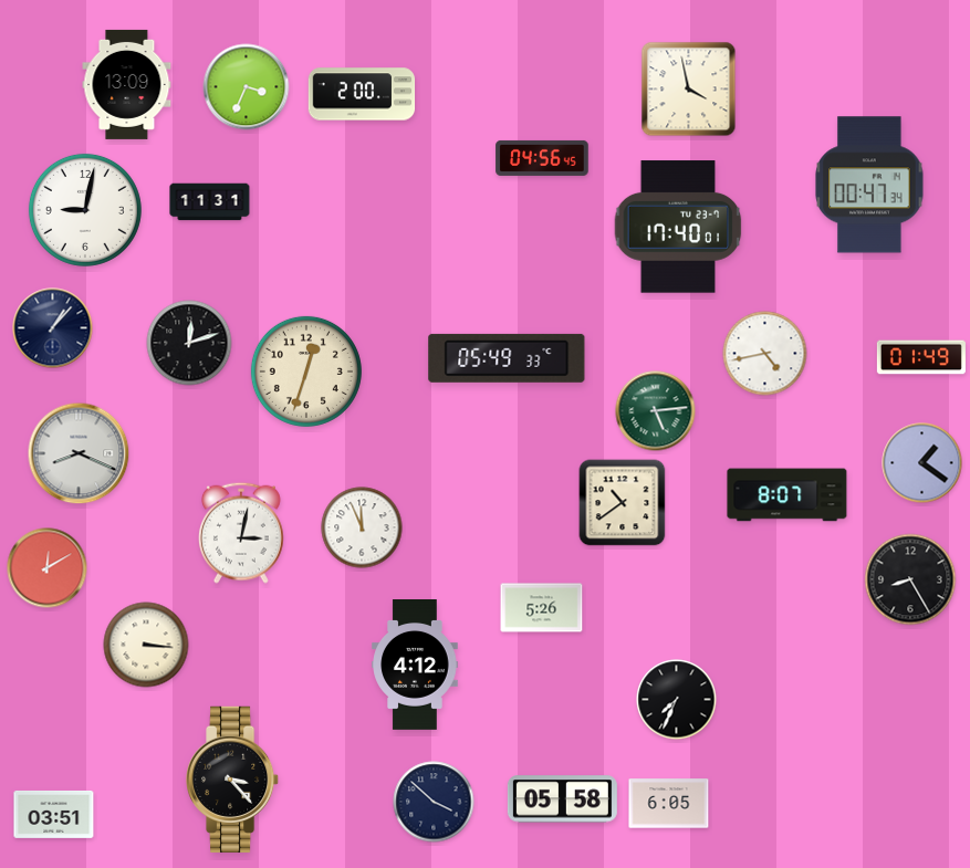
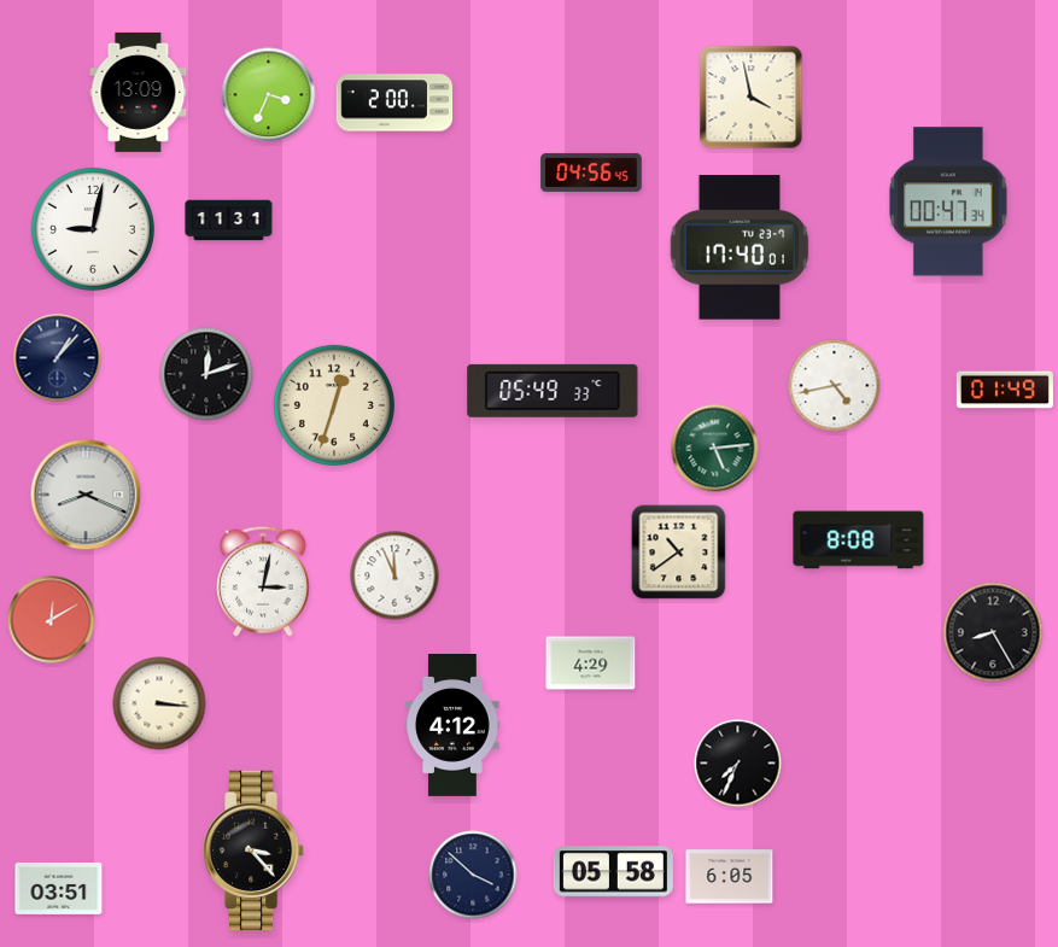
clock at (922, 463): 1:21 -> none
clock at (788, 495): 8:07 -> 8:08
clock at (623, 503) position: (623, 503) -> (679, 553)
clock at (542, 608): 5:26 -> 4:29
